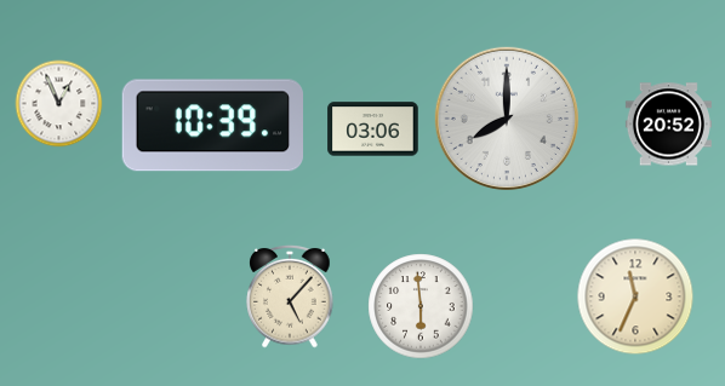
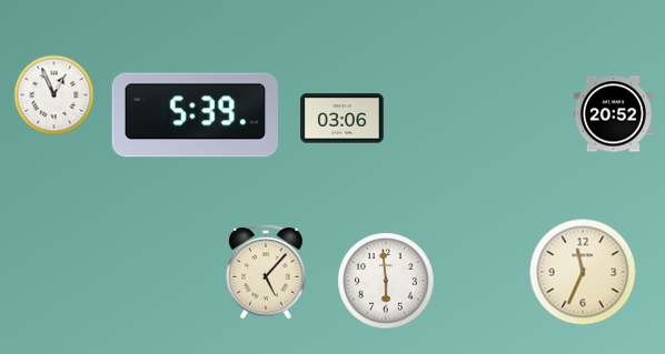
clock at (507, 119): 8:00 -> none
clock at (212, 126): 10:39 -> 5:39
